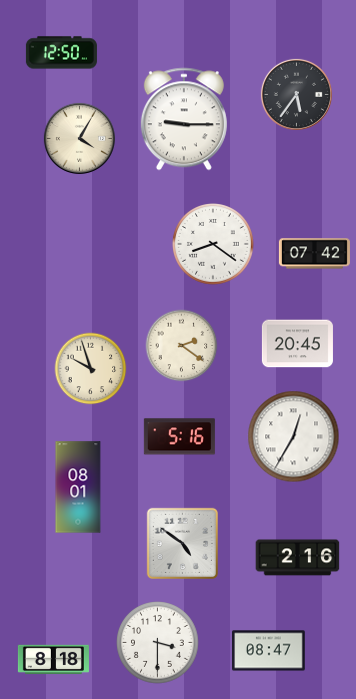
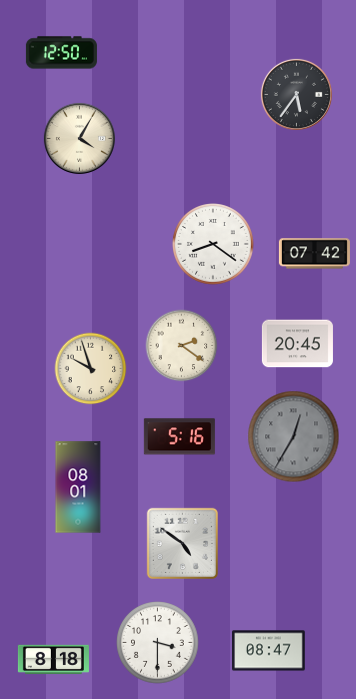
clock at (184, 119): 9:15 -> none
clock at (294, 437) dial: white -> grey
clock at (298, 558): 2:16 -> none
